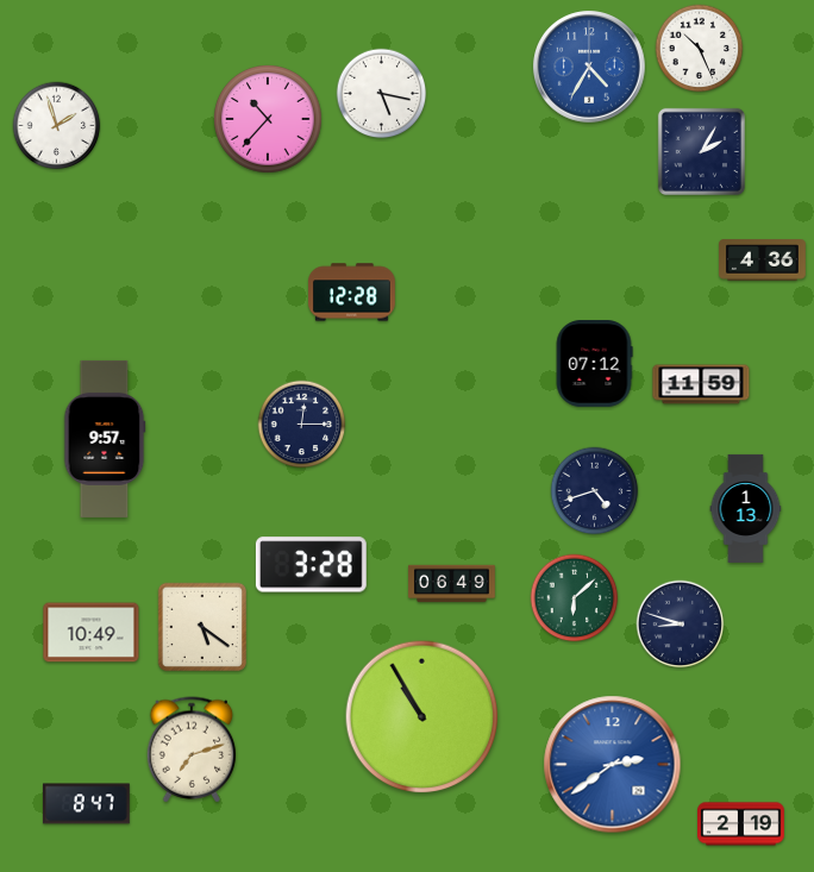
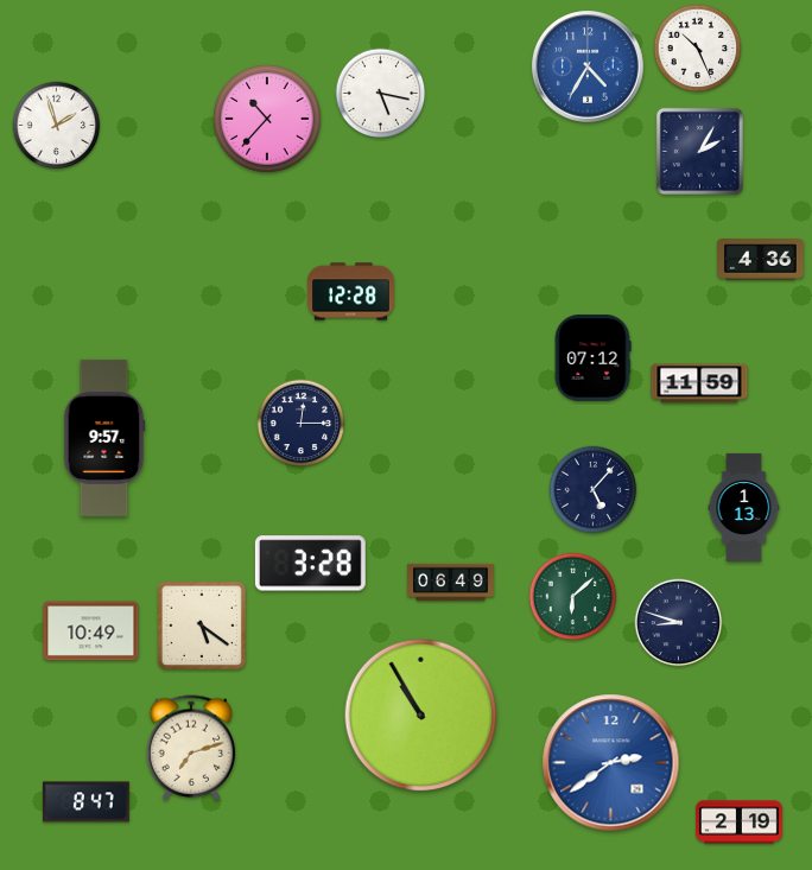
clock at (594, 364) position: (594, 364) -> (592, 358)
clock at (595, 491): 4:42 -> 5:07
